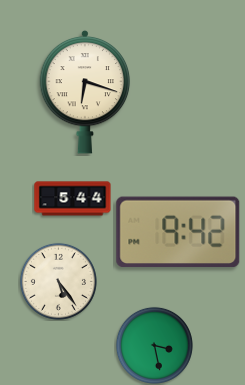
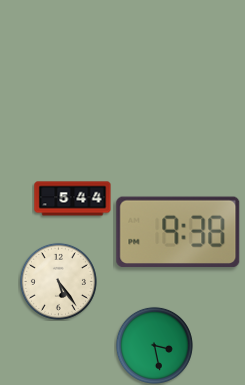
clock at (85, 92): 6:18 -> none
clock at (178, 232): 9:42 -> 9:38
